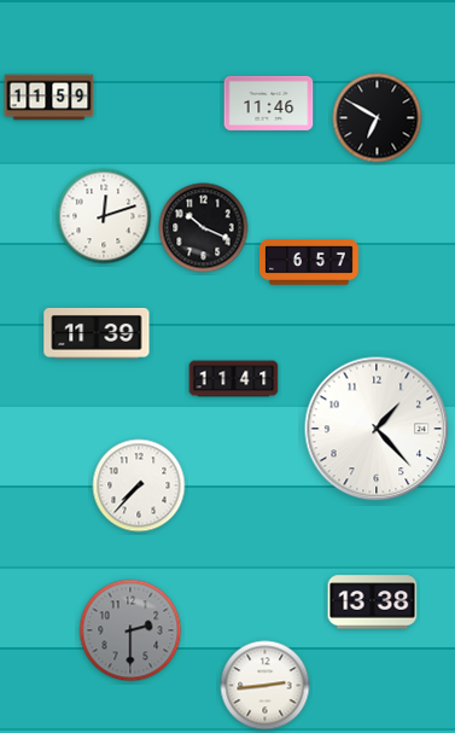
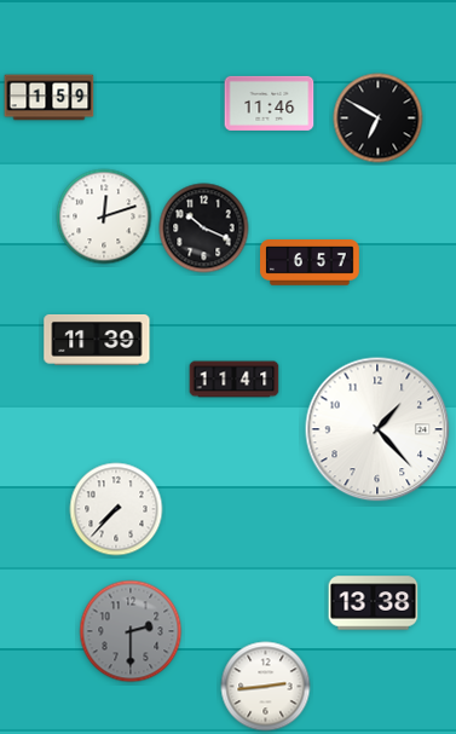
clock at (49, 98): 11:59 -> 1:59
clock at (97, 333) position: (97, 333) -> (97, 340)
clock at (139, 485) position: (139, 485) -> (116, 509)
